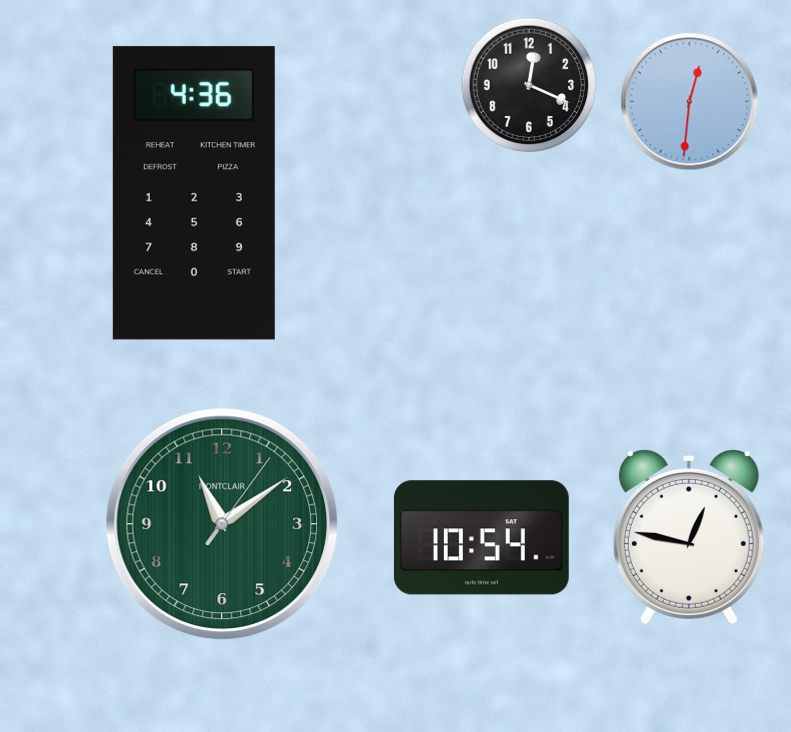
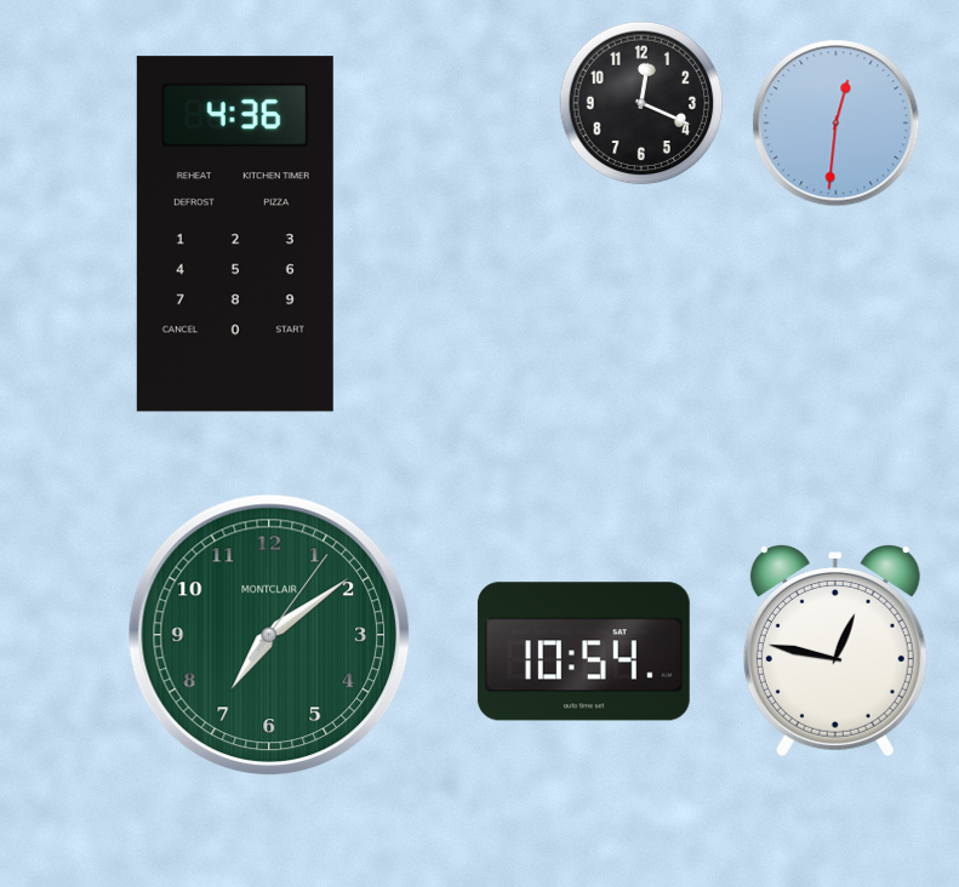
clock at (222, 524): 11:09 -> 7:09
